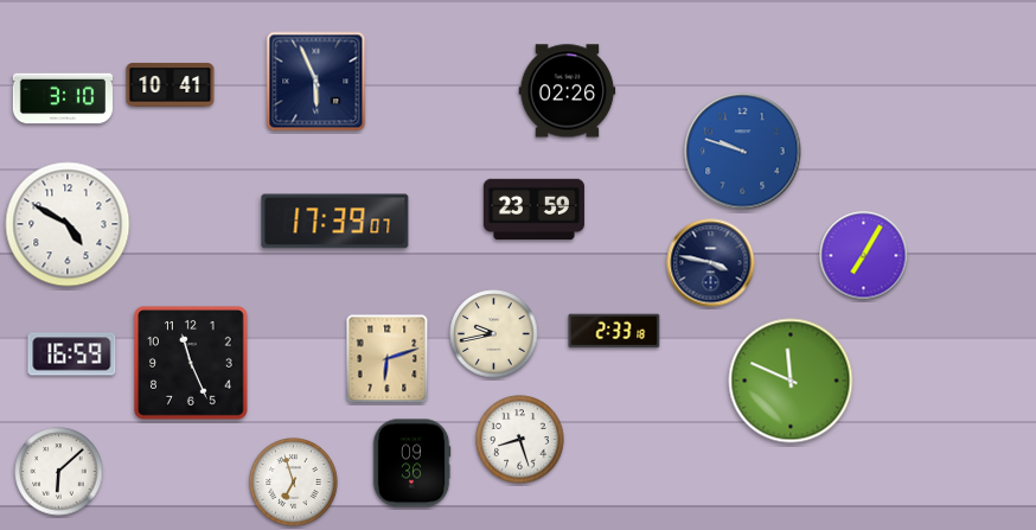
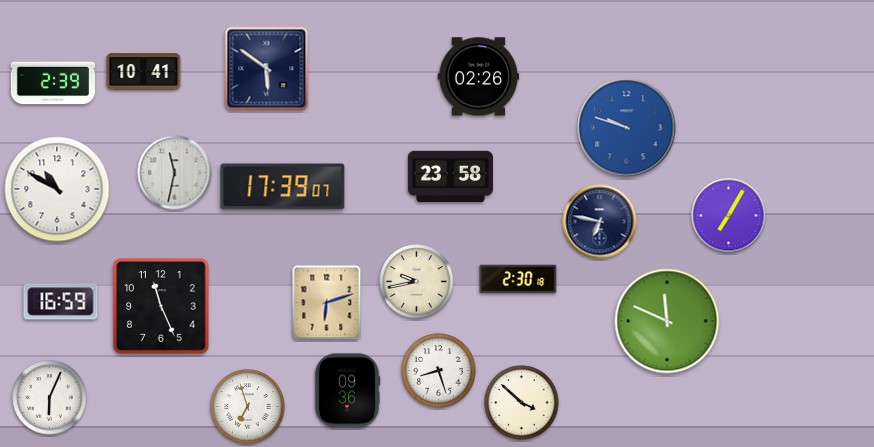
clock at (316, 82): 5:56 -> 5:51
clock at (62, 98): 3:10 -> 2:39
clock at (175, 173): none -> 11:32
clock at (533, 209): 23:59 -> 23:58
clock at (68, 224): 4:50 -> 10:50
clock at (711, 263): 3:47 -> 6:47
clock at (614, 331): 2:33 -> 2:30
clock at (72, 355) position: (72, 355) -> (61, 302)
clock at (59, 472): 6:08 -> 6:04
clock at (522, 403): none -> 3:52
